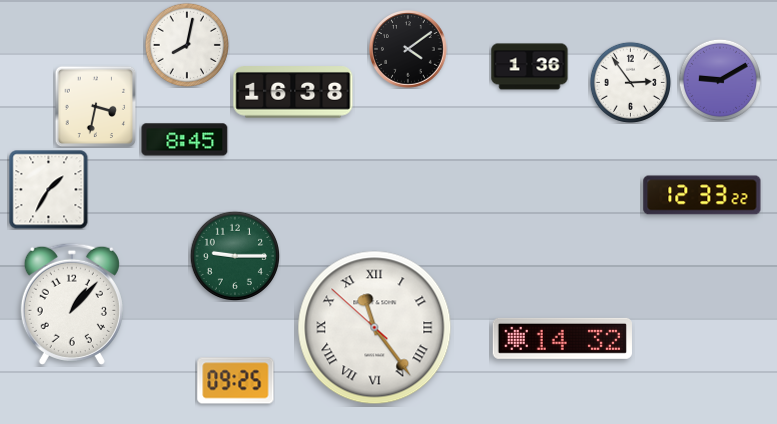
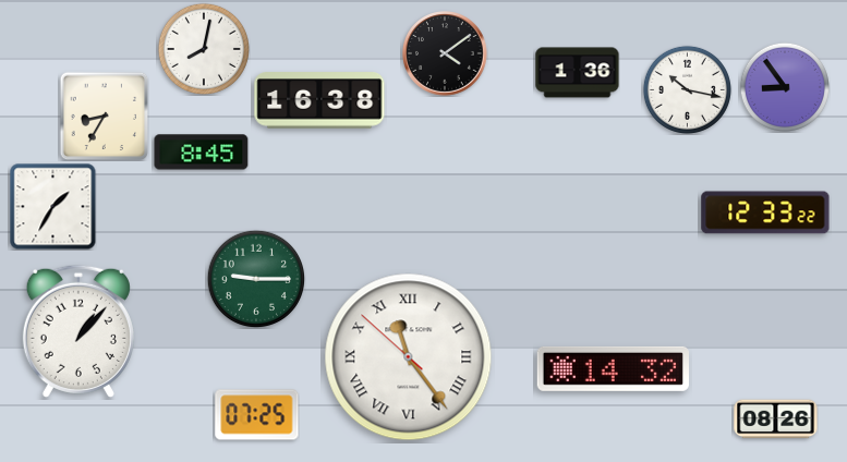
clock at (720, 80): 9:10 -> 8:54
clock at (630, 82): 2:54 -> 10:17
clock at (95, 106): 3:32 -> 8:35
clock at (236, 381): 09:25 -> 07:25
clock at (776, 420): none -> 08:26
